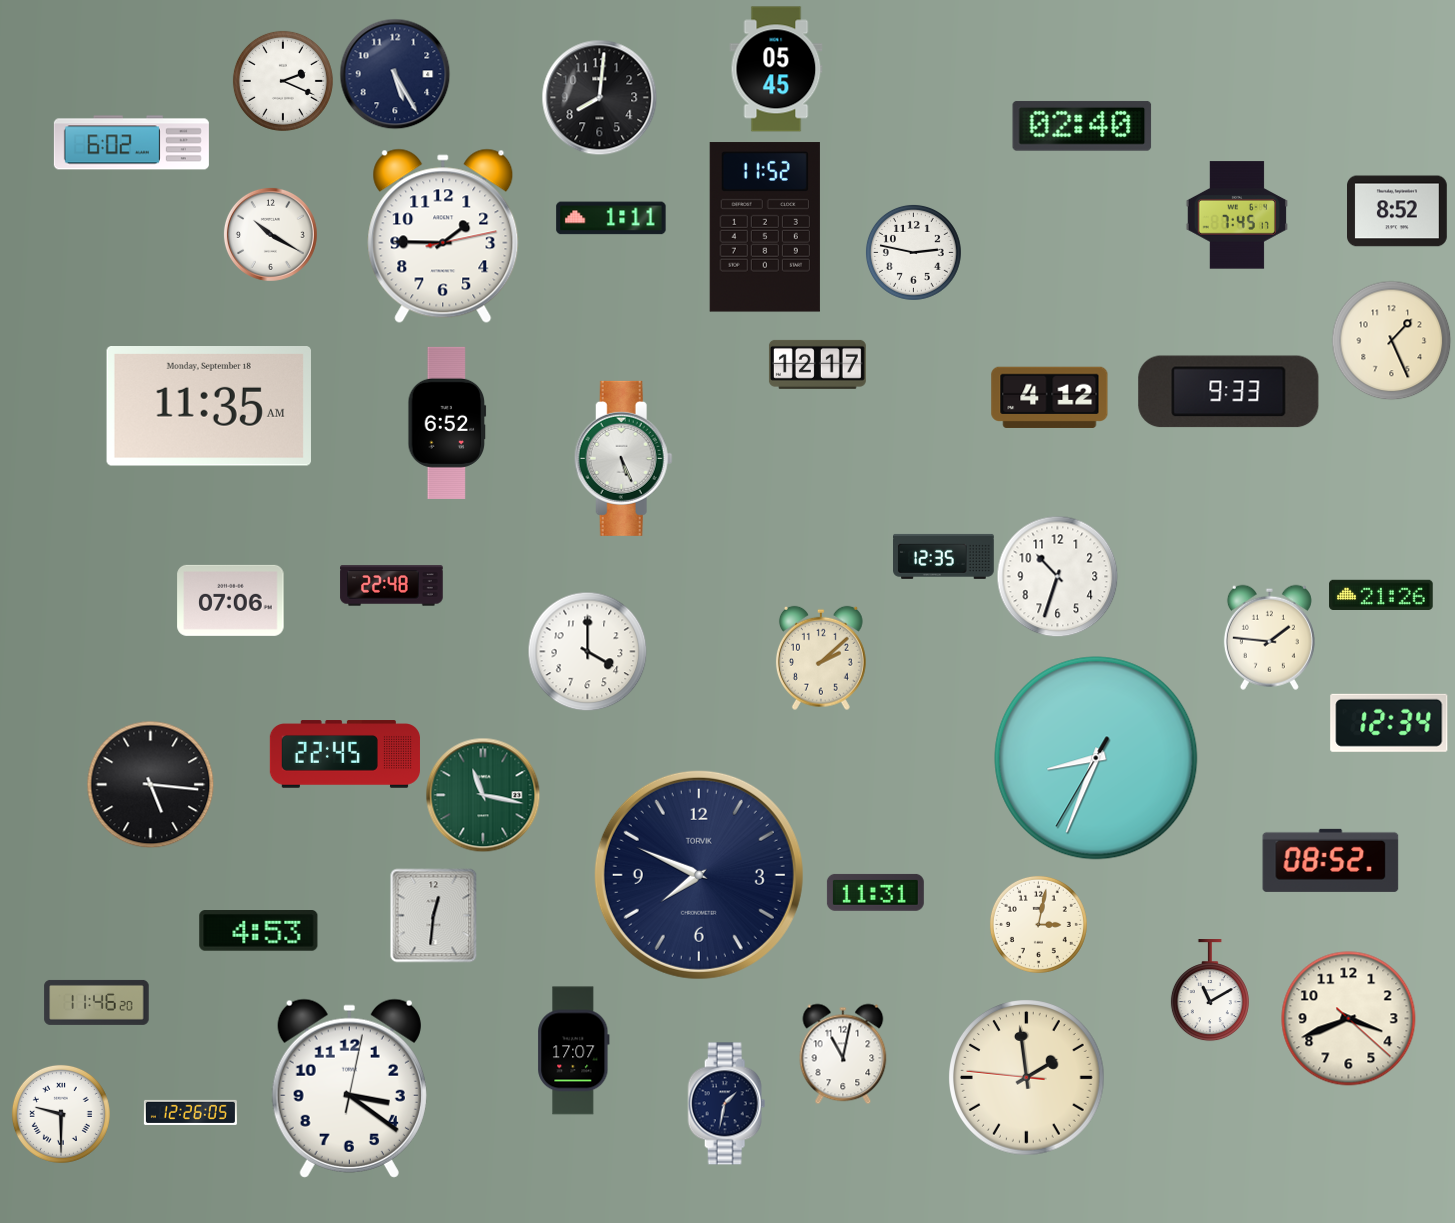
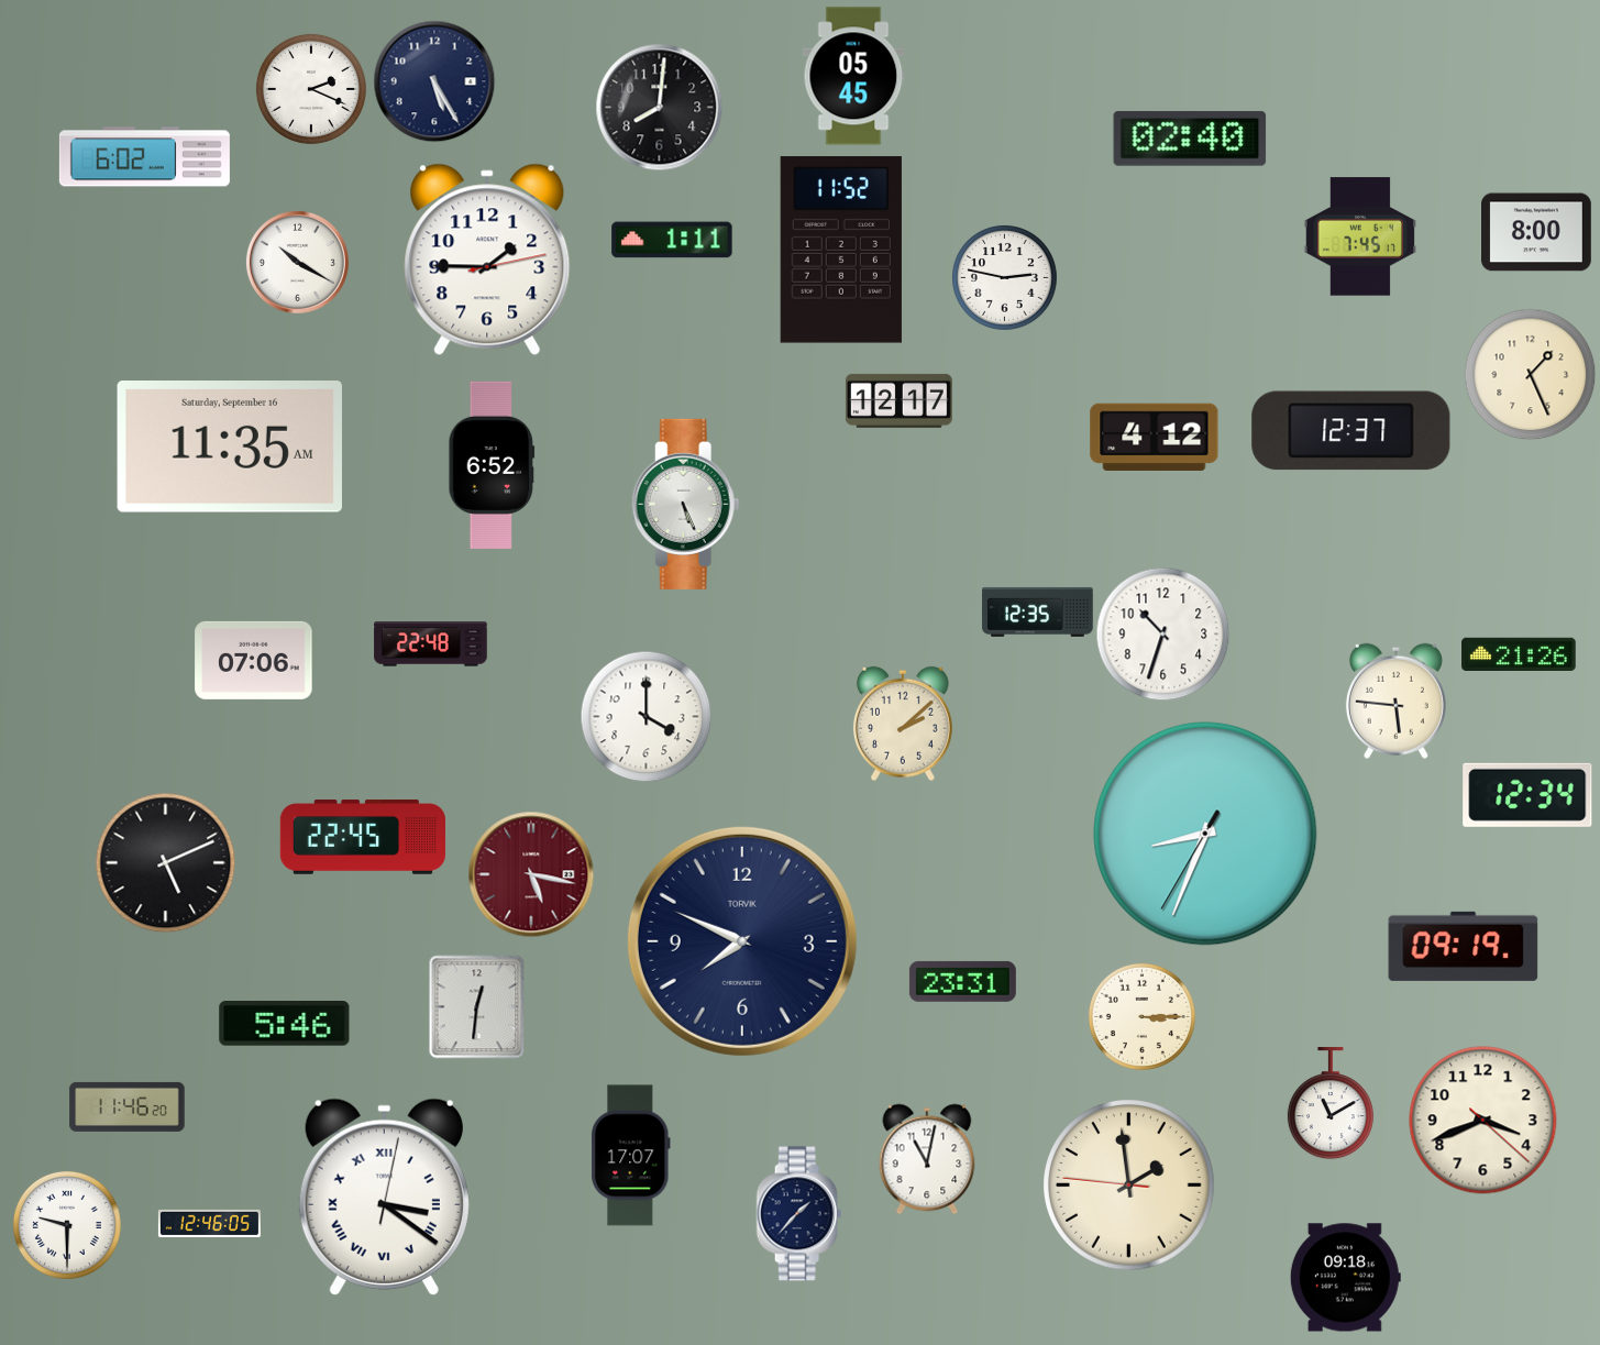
clock at (1398, 211): 8:52 -> 8:00
clock at (270, 234) position: (270, 234) -> (297, 262)
clock at (1229, 392): 9:33 -> 12:37
clock at (209, 407) date: Monday, September 18 -> Saturday, September 16
clock at (1269, 637): 1:46 -> 5:46
clock at (345, 754) position: (345, 754) -> (363, 837)
clock at (150, 784): 5:16 -> 5:11
clock at (483, 795): 11:17 -> 5:17
clock at (483, 795) dial: green -> burgundy
clock at (1331, 860): 08:52 -> 09:19
clock at (699, 875) position: (699, 875) -> (742, 941)
clock at (875, 892): 11:31 -> 23:31
clock at (1038, 924): 3:02 -> 3:15
clock at (259, 931): 4:53 -> 5:46
clock at (1210, 990) position: (1210, 990) -> (1331, 1103)
clock at (97, 1002) position: (97, 1002) -> (128, 1106)
clock at (349, 1088) numerals: Arabic -> Roman
clock at (727, 1104): 1:32 -> 1:37
clock at (190, 1112): 12:26 -> 12:46
clock at (1345, 1278): none -> 09:18
